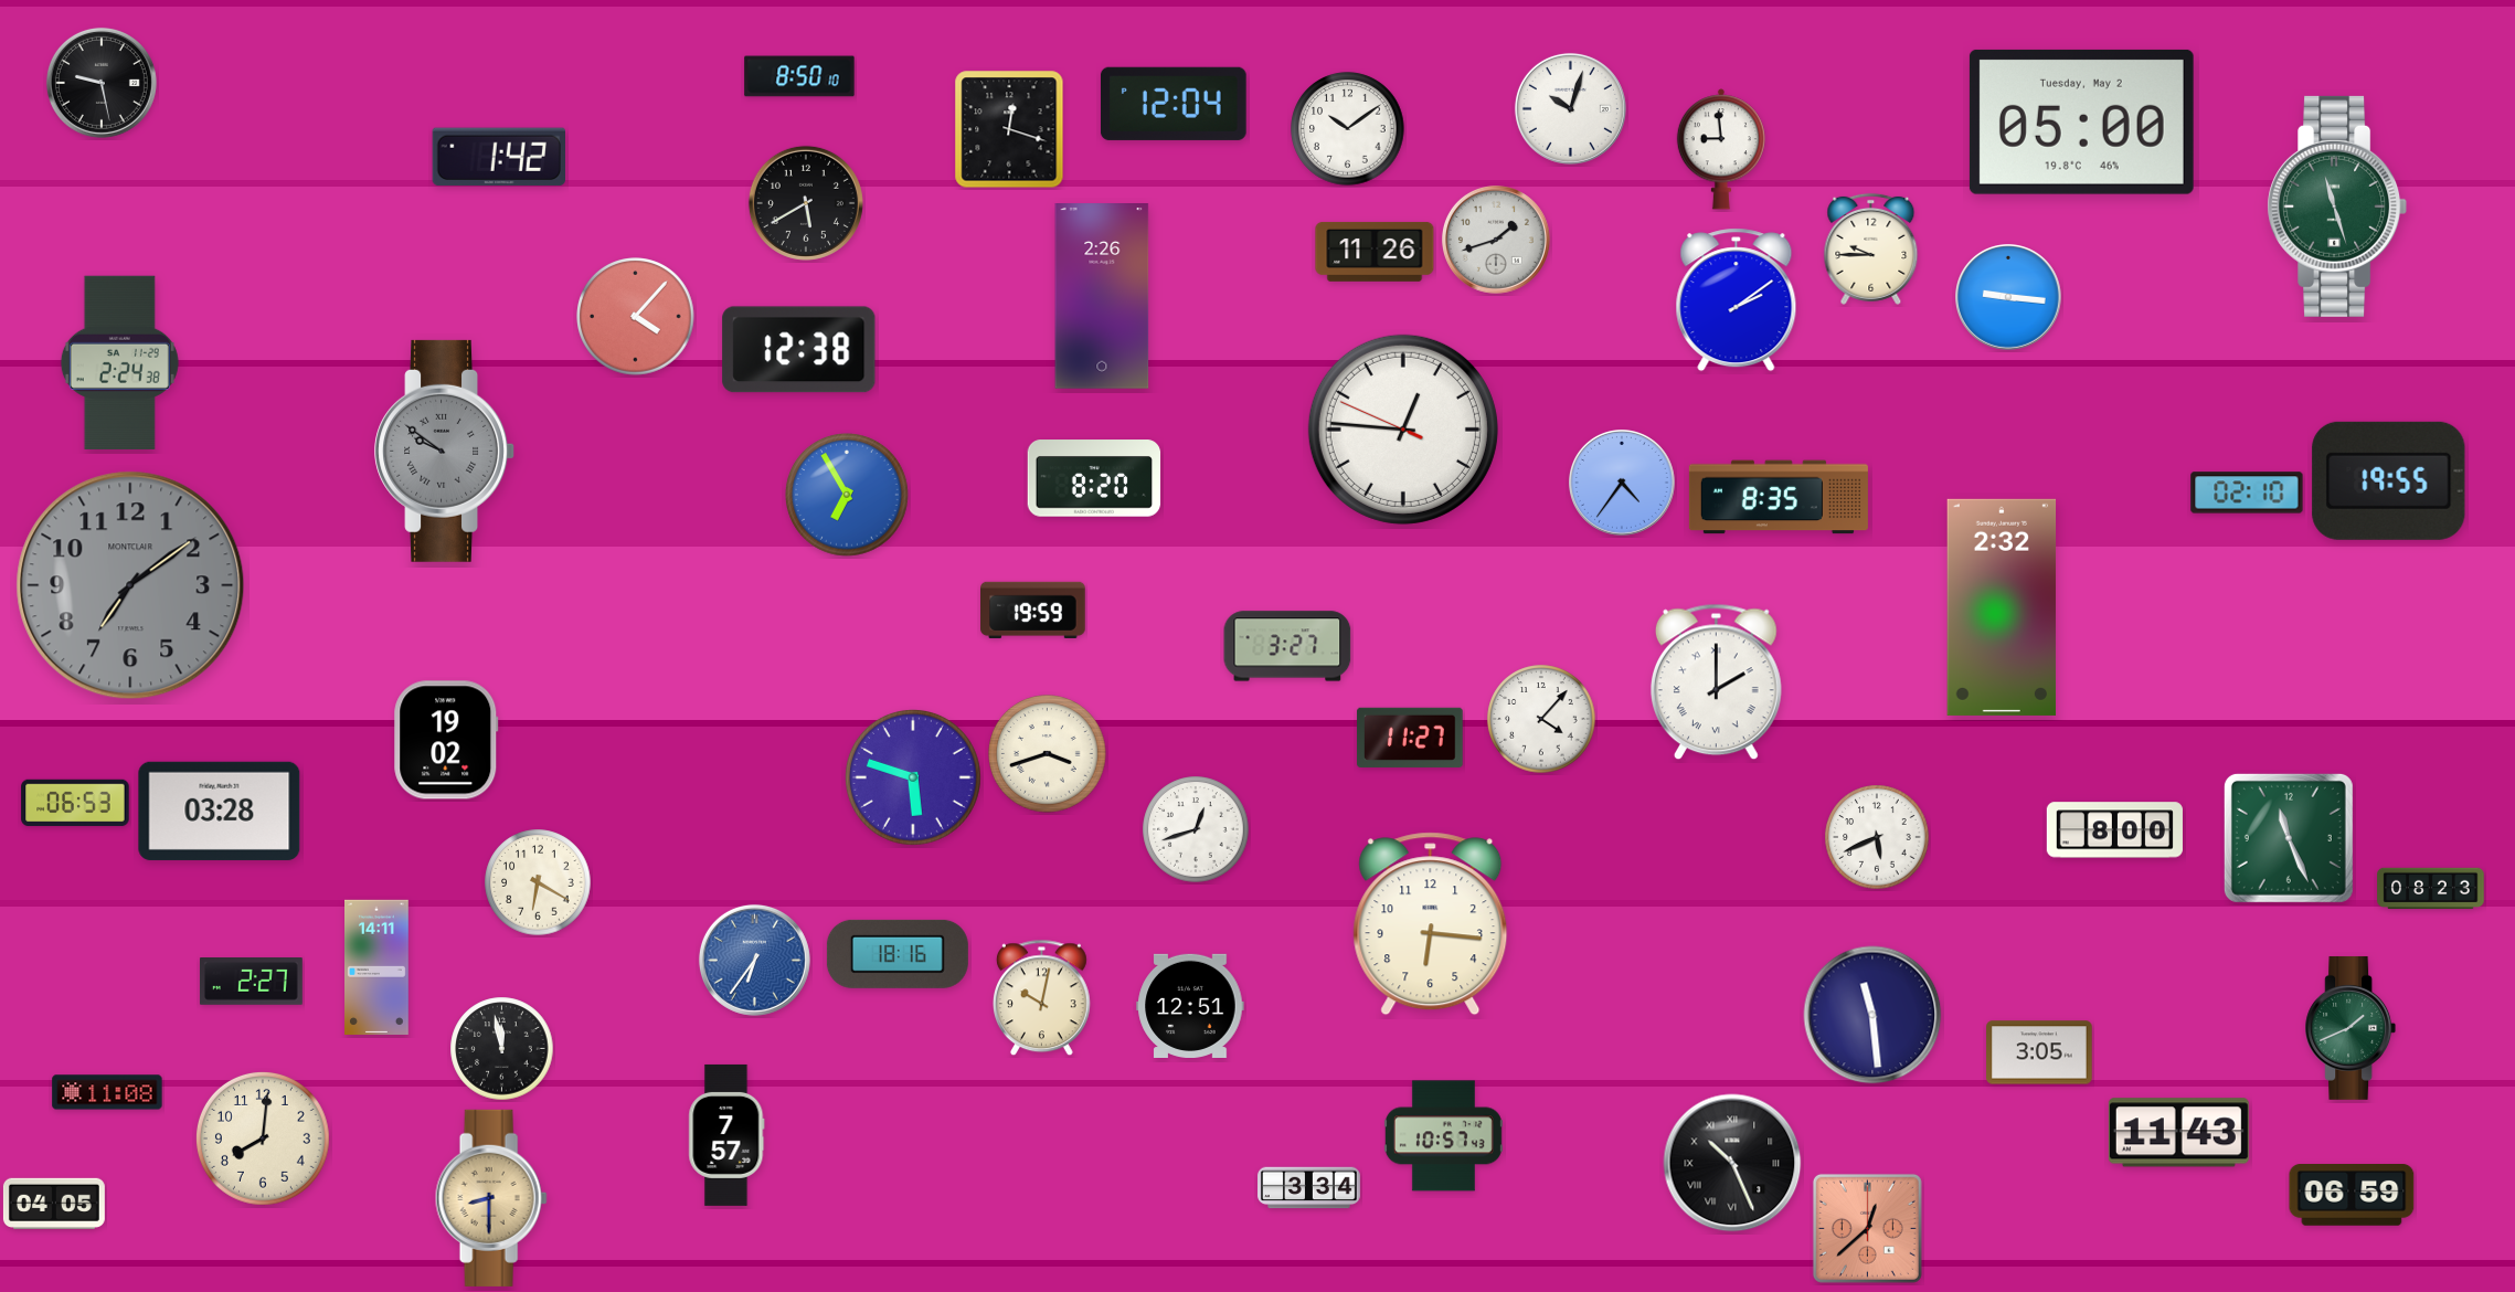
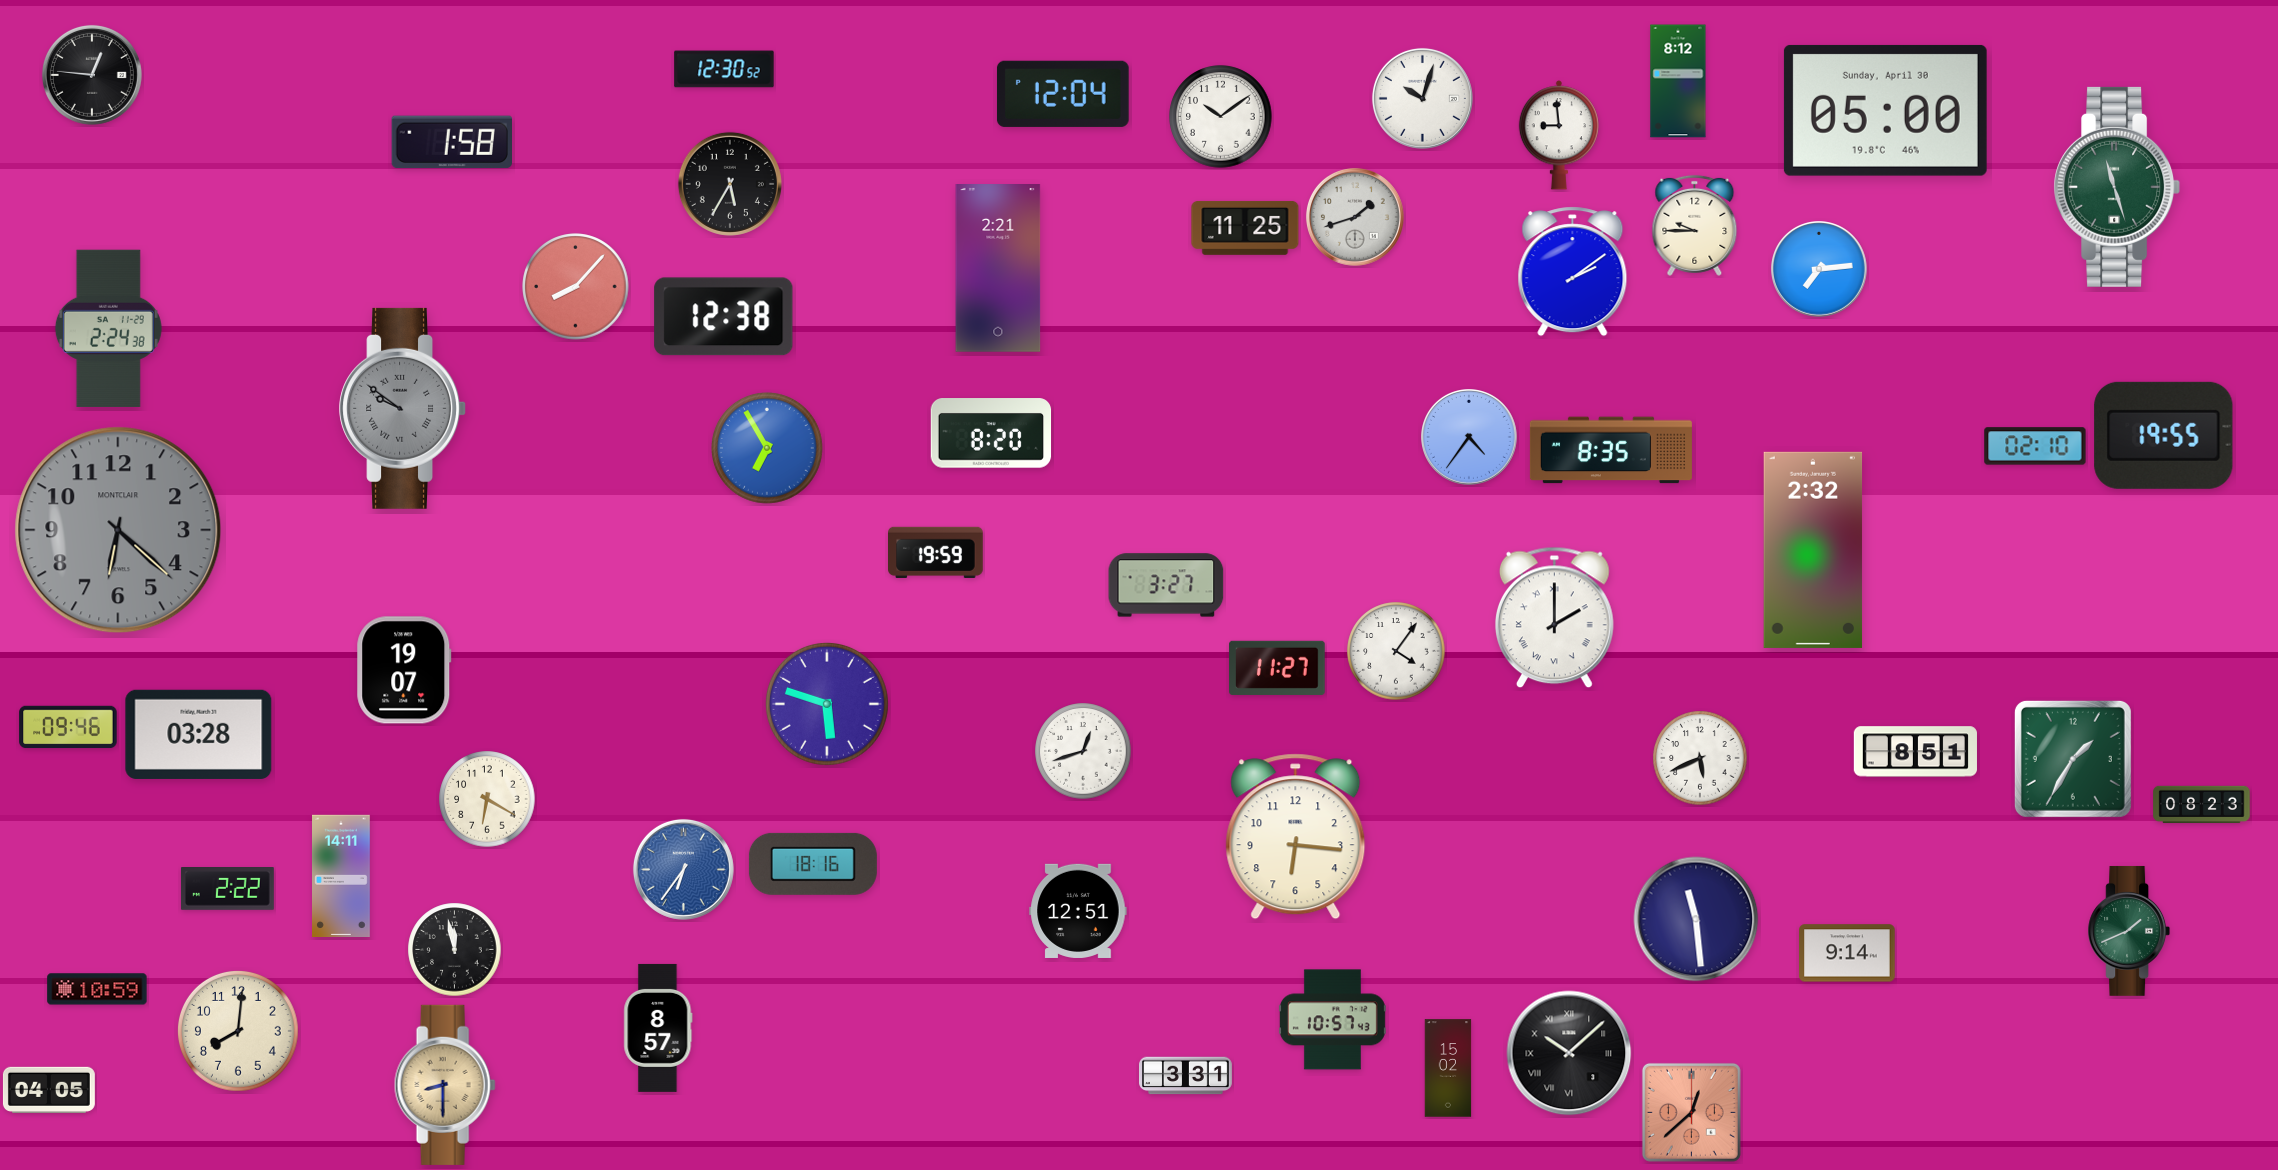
clock at (799, 76): 8:50 -> 12:30
clock at (102, 83): 9:28 -> 12:46
clock at (1678, 81): none -> 8:12
clock at (2081, 121) date: Tuesday, May 2 -> Sunday, April 30
clock at (1009, 129): 12:18 -> none
clock at (498, 157): 1:42 -> 1:58
clock at (806, 203): 5:40 -> 5:35
clock at (1375, 252): 11:26 -> 11:25
clock at (1102, 297): 2:26 -> 2:21
clock at (2009, 298): 9:16 -> 7:14
clock at (636, 317): 4:07 -> 8:07
clock at (1403, 430): 12:45 -> none
clock at (130, 585): 7:09 -> 6:22
clock at (1541, 719): 4:07 -> 4:06
clock at (446, 740): 19:02 -> 19:07
clock at (1048, 754): 3:42 -> none
clock at (75, 803): 06:53 -> 09:46
clock at (2114, 830): 8:00 -> 8:51
clock at (2289, 838): 11:26 -> 1:35
clock at (251, 982): 2:27 -> 2:22
clock at (1041, 998): 10:02 -> none
clock at (2039, 1052): 3:05 -> 9:14
clock at (107, 1092): 11:08 -> 10:59
clock at (2178, 1133): 11:43 -> none
clock at (726, 1135): 7:57 -> 8:57
clock at (1443, 1136) position: (1443, 1136) -> (1332, 1020)
clock at (1732, 1163): 10:26 -> 10:08
clock at (1448, 1068): none -> 15:02
clock at (1309, 1188): 3:34 -> 3:31
clock at (2352, 1196): 06:59 -> none
